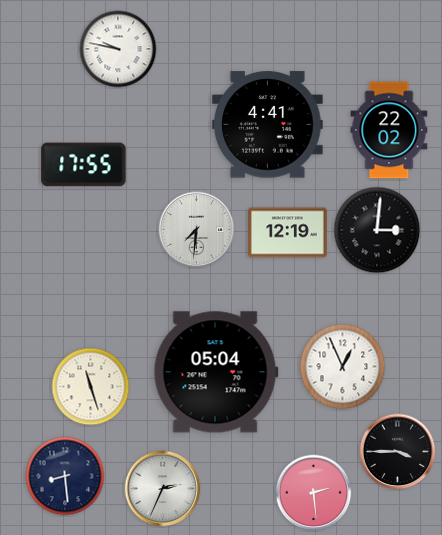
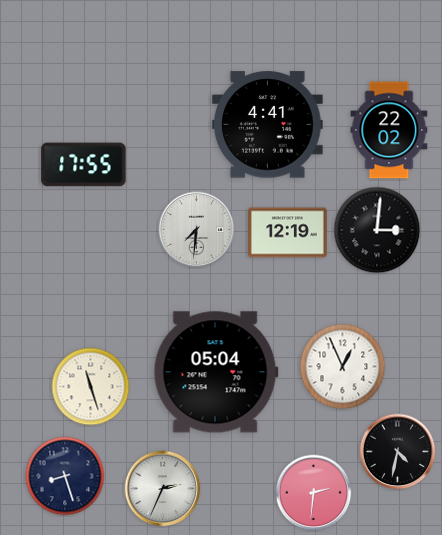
clock at (118, 49): 9:47 -> none
clock at (398, 452): 3:45 -> 4:32
clock at (65, 476): 8:29 -> 8:27
clock at (314, 493): 2:29 -> 2:31
